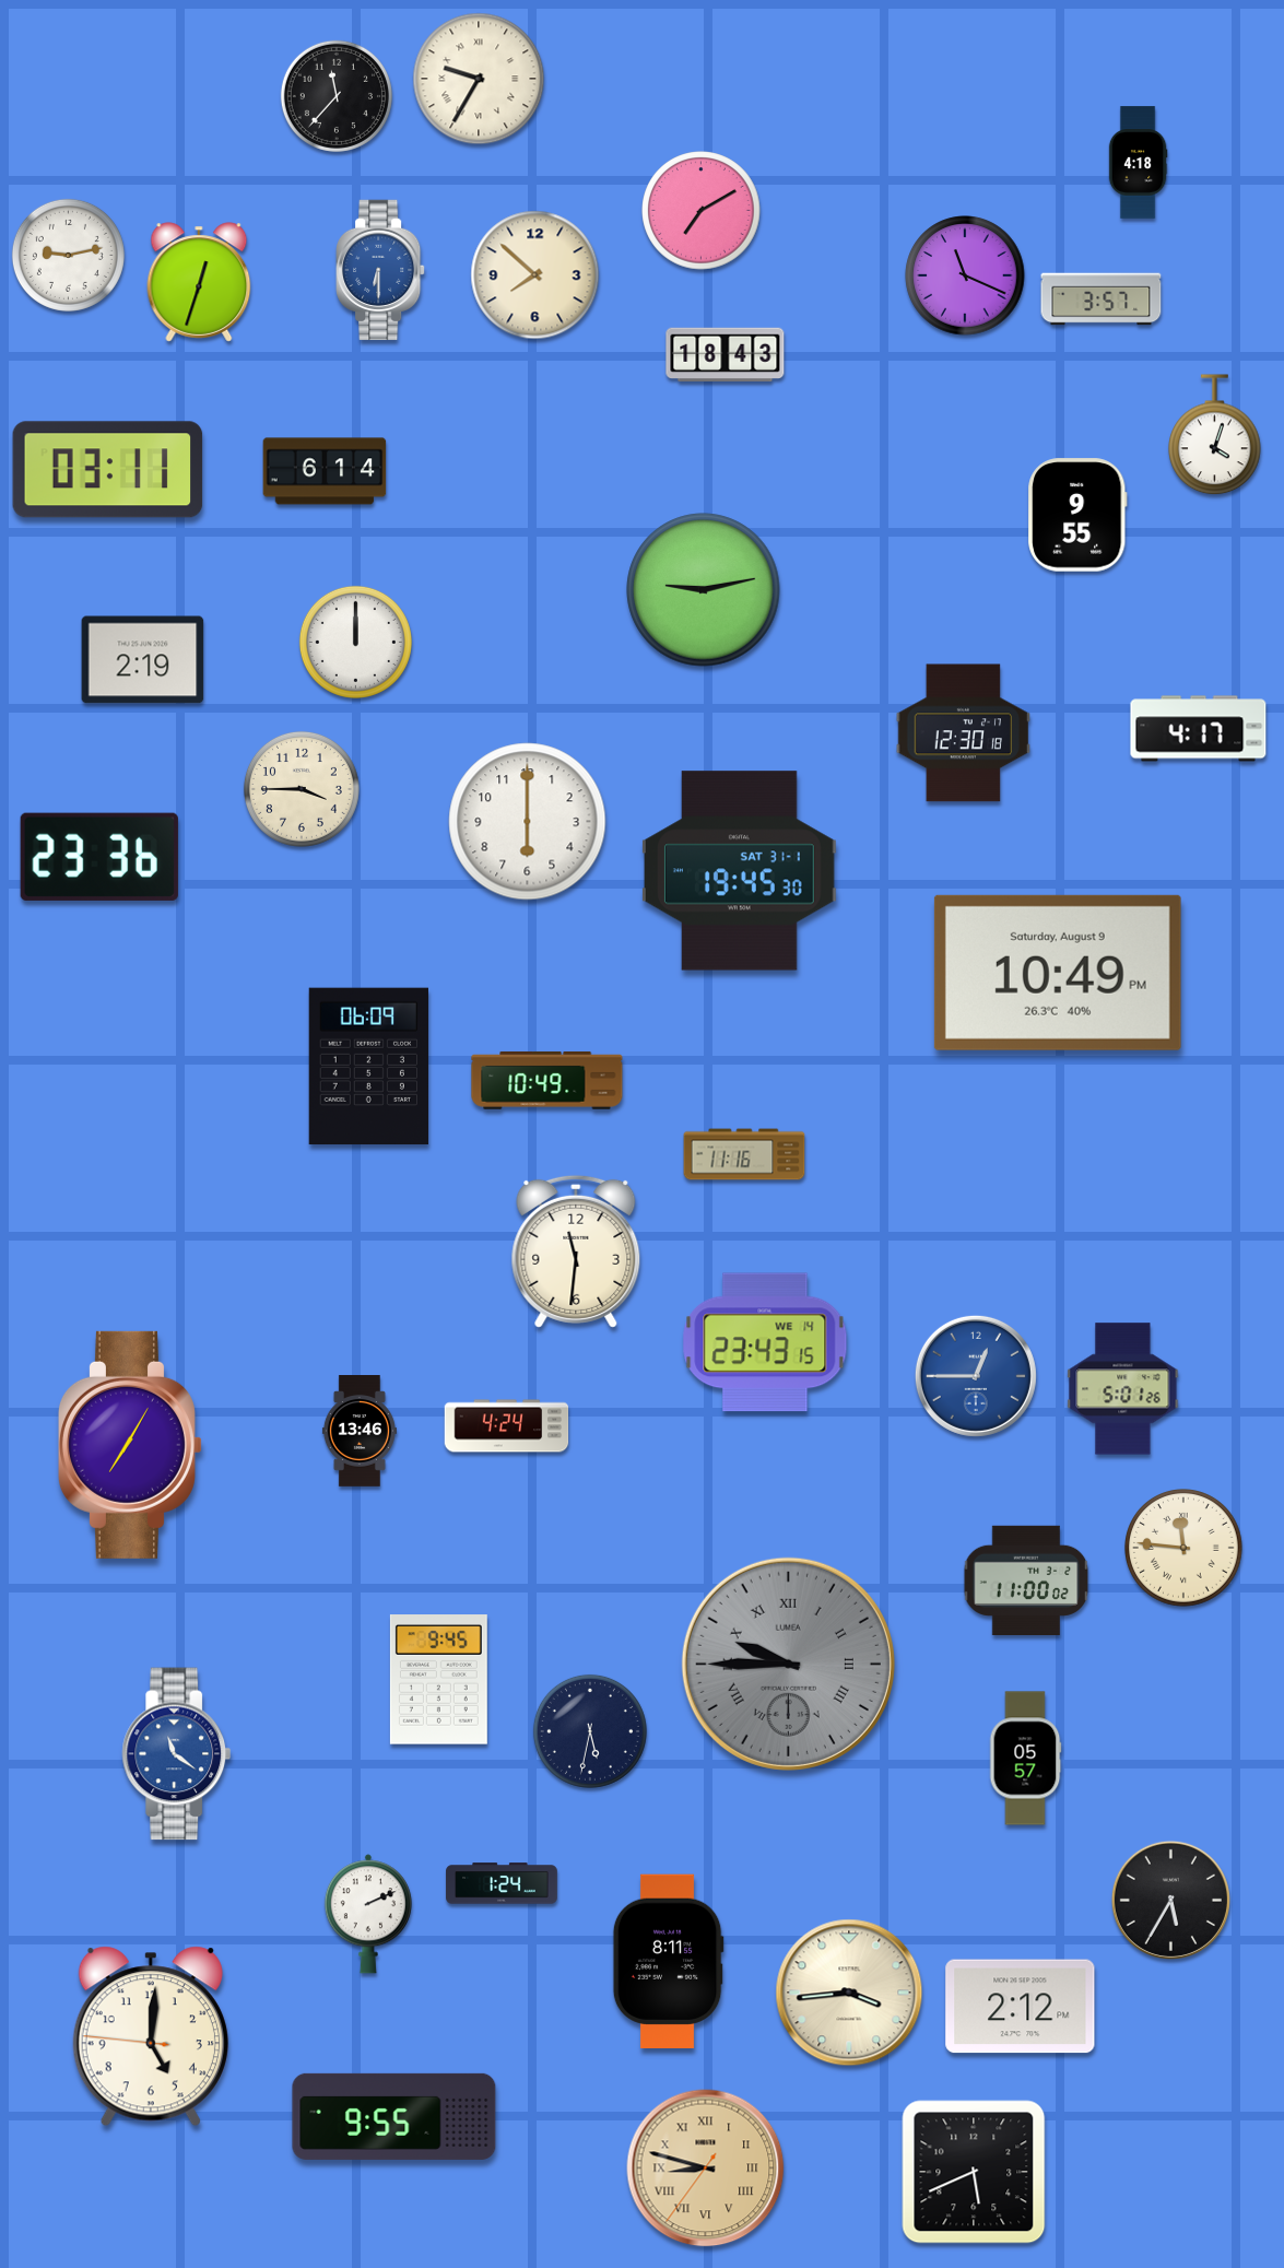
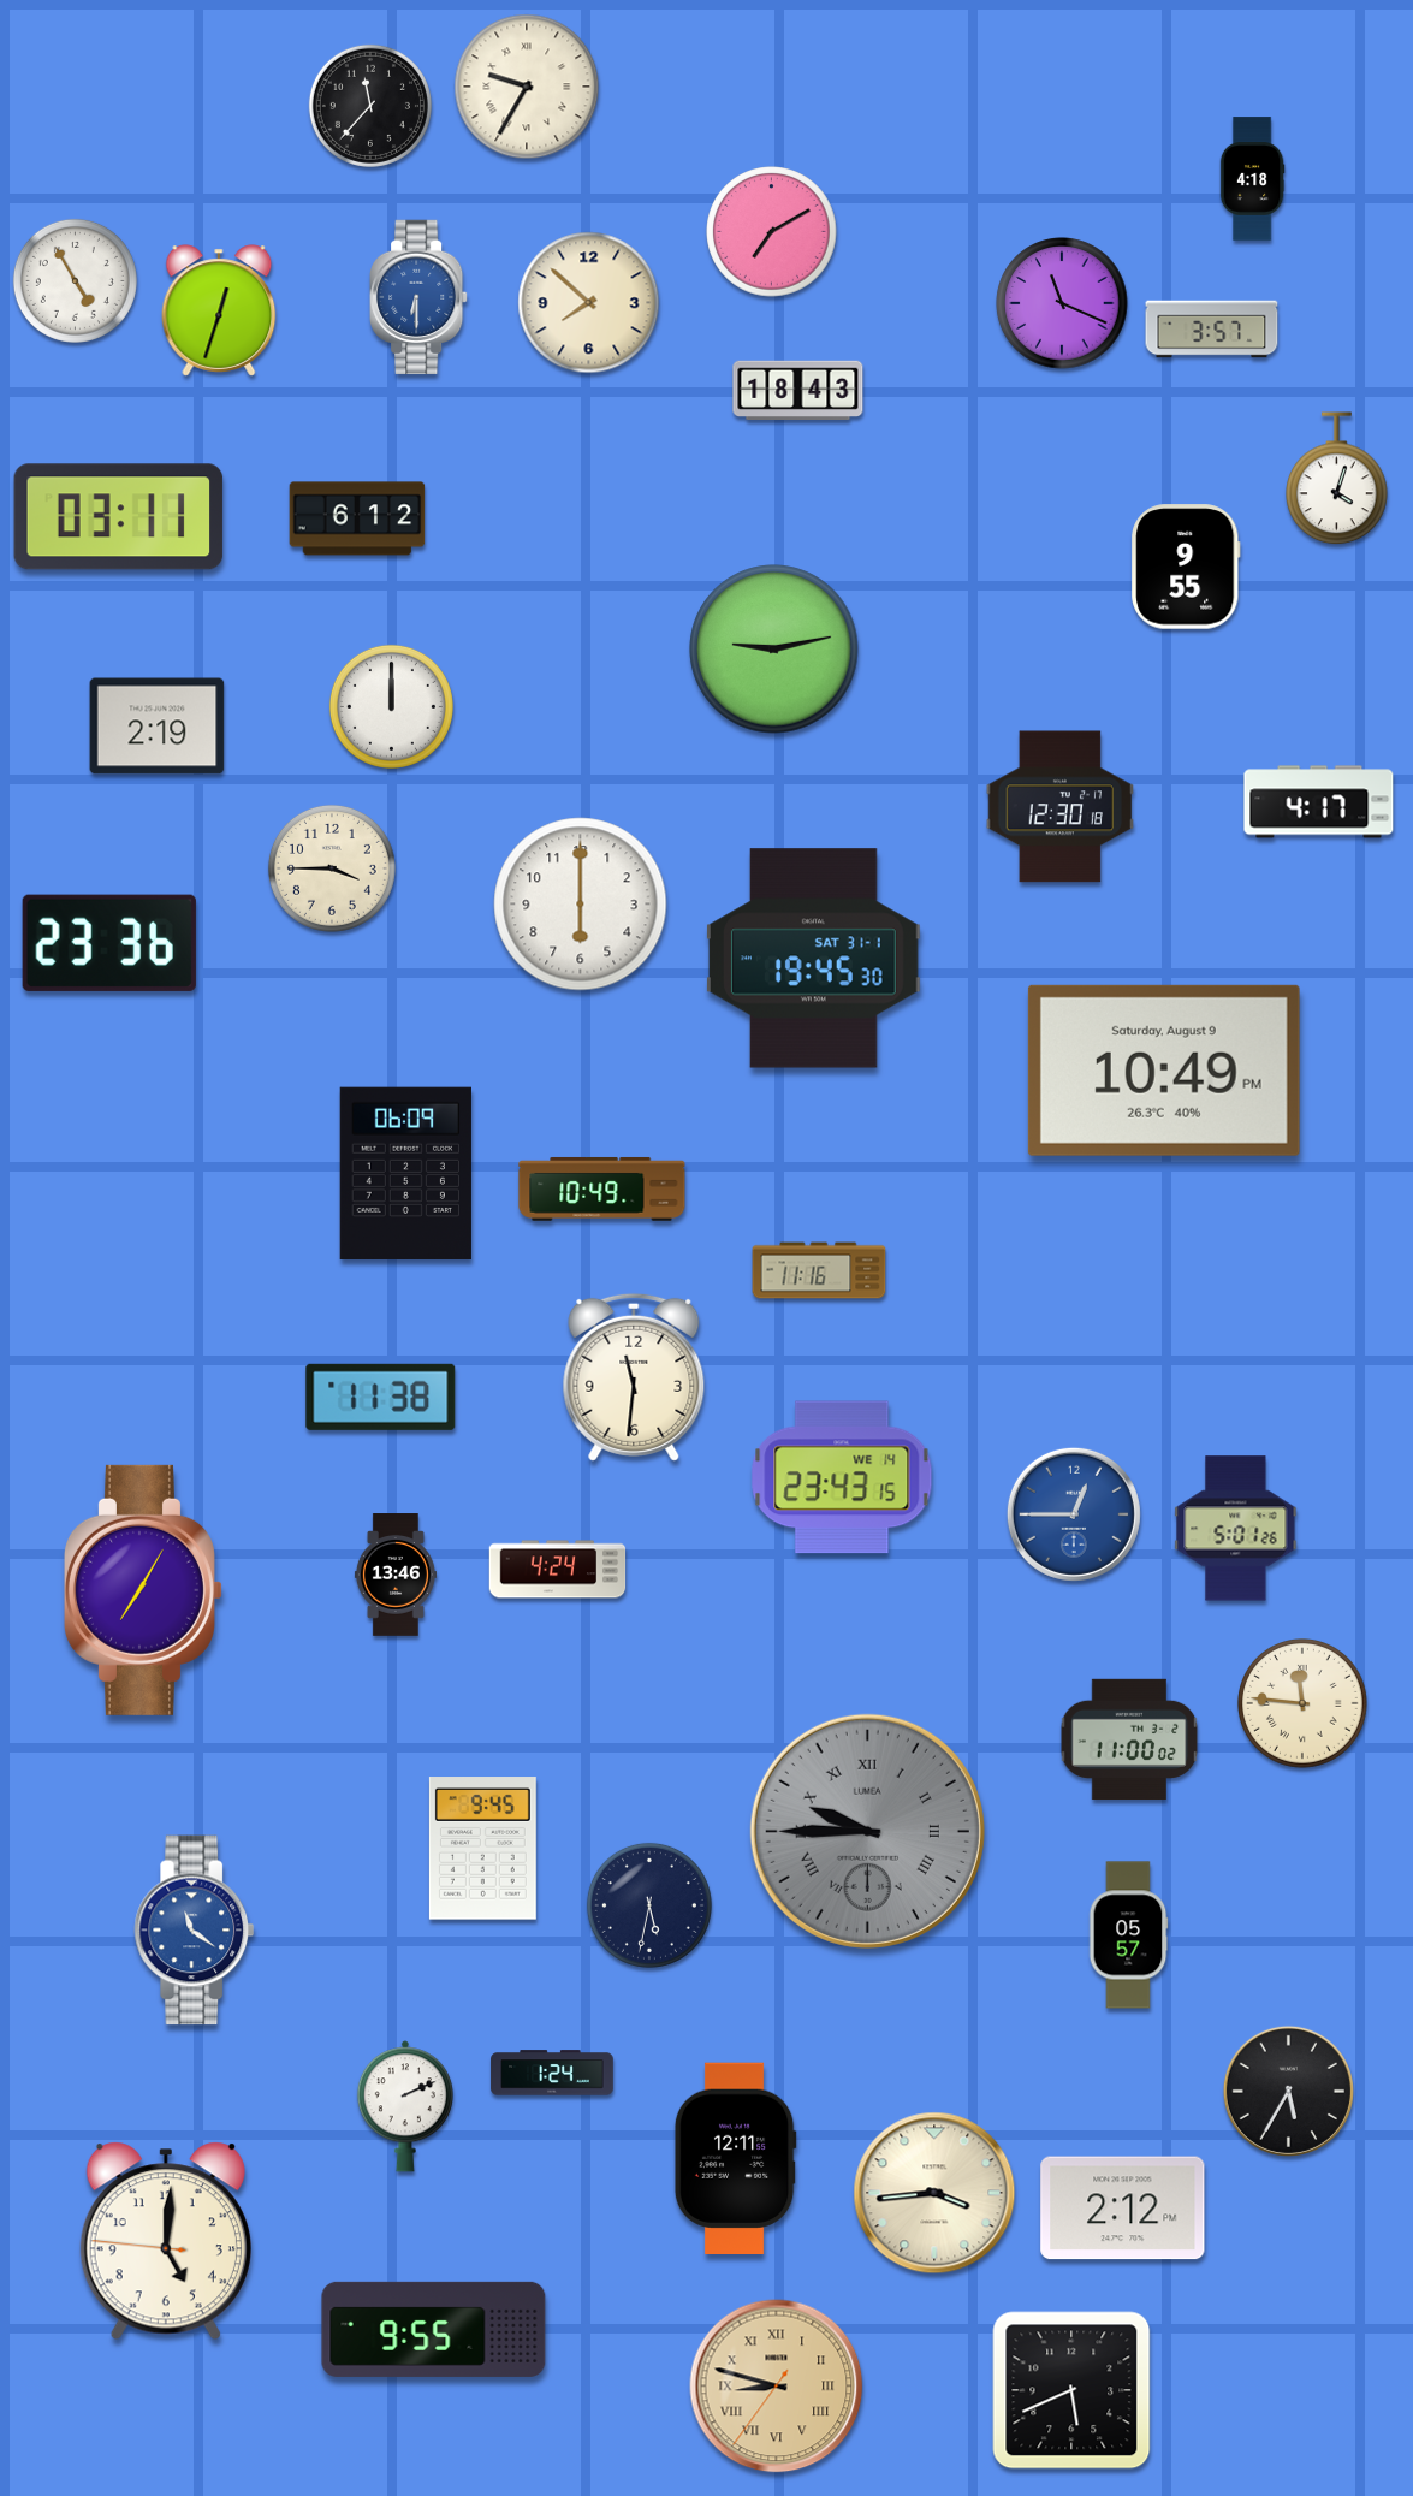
clock at (68, 255): 9:13 -> 4:55
clock at (325, 471): 6:14 -> 6:12
clock at (381, 1397): none -> 11:38
clock at (668, 1961): 8:11 -> 12:11
